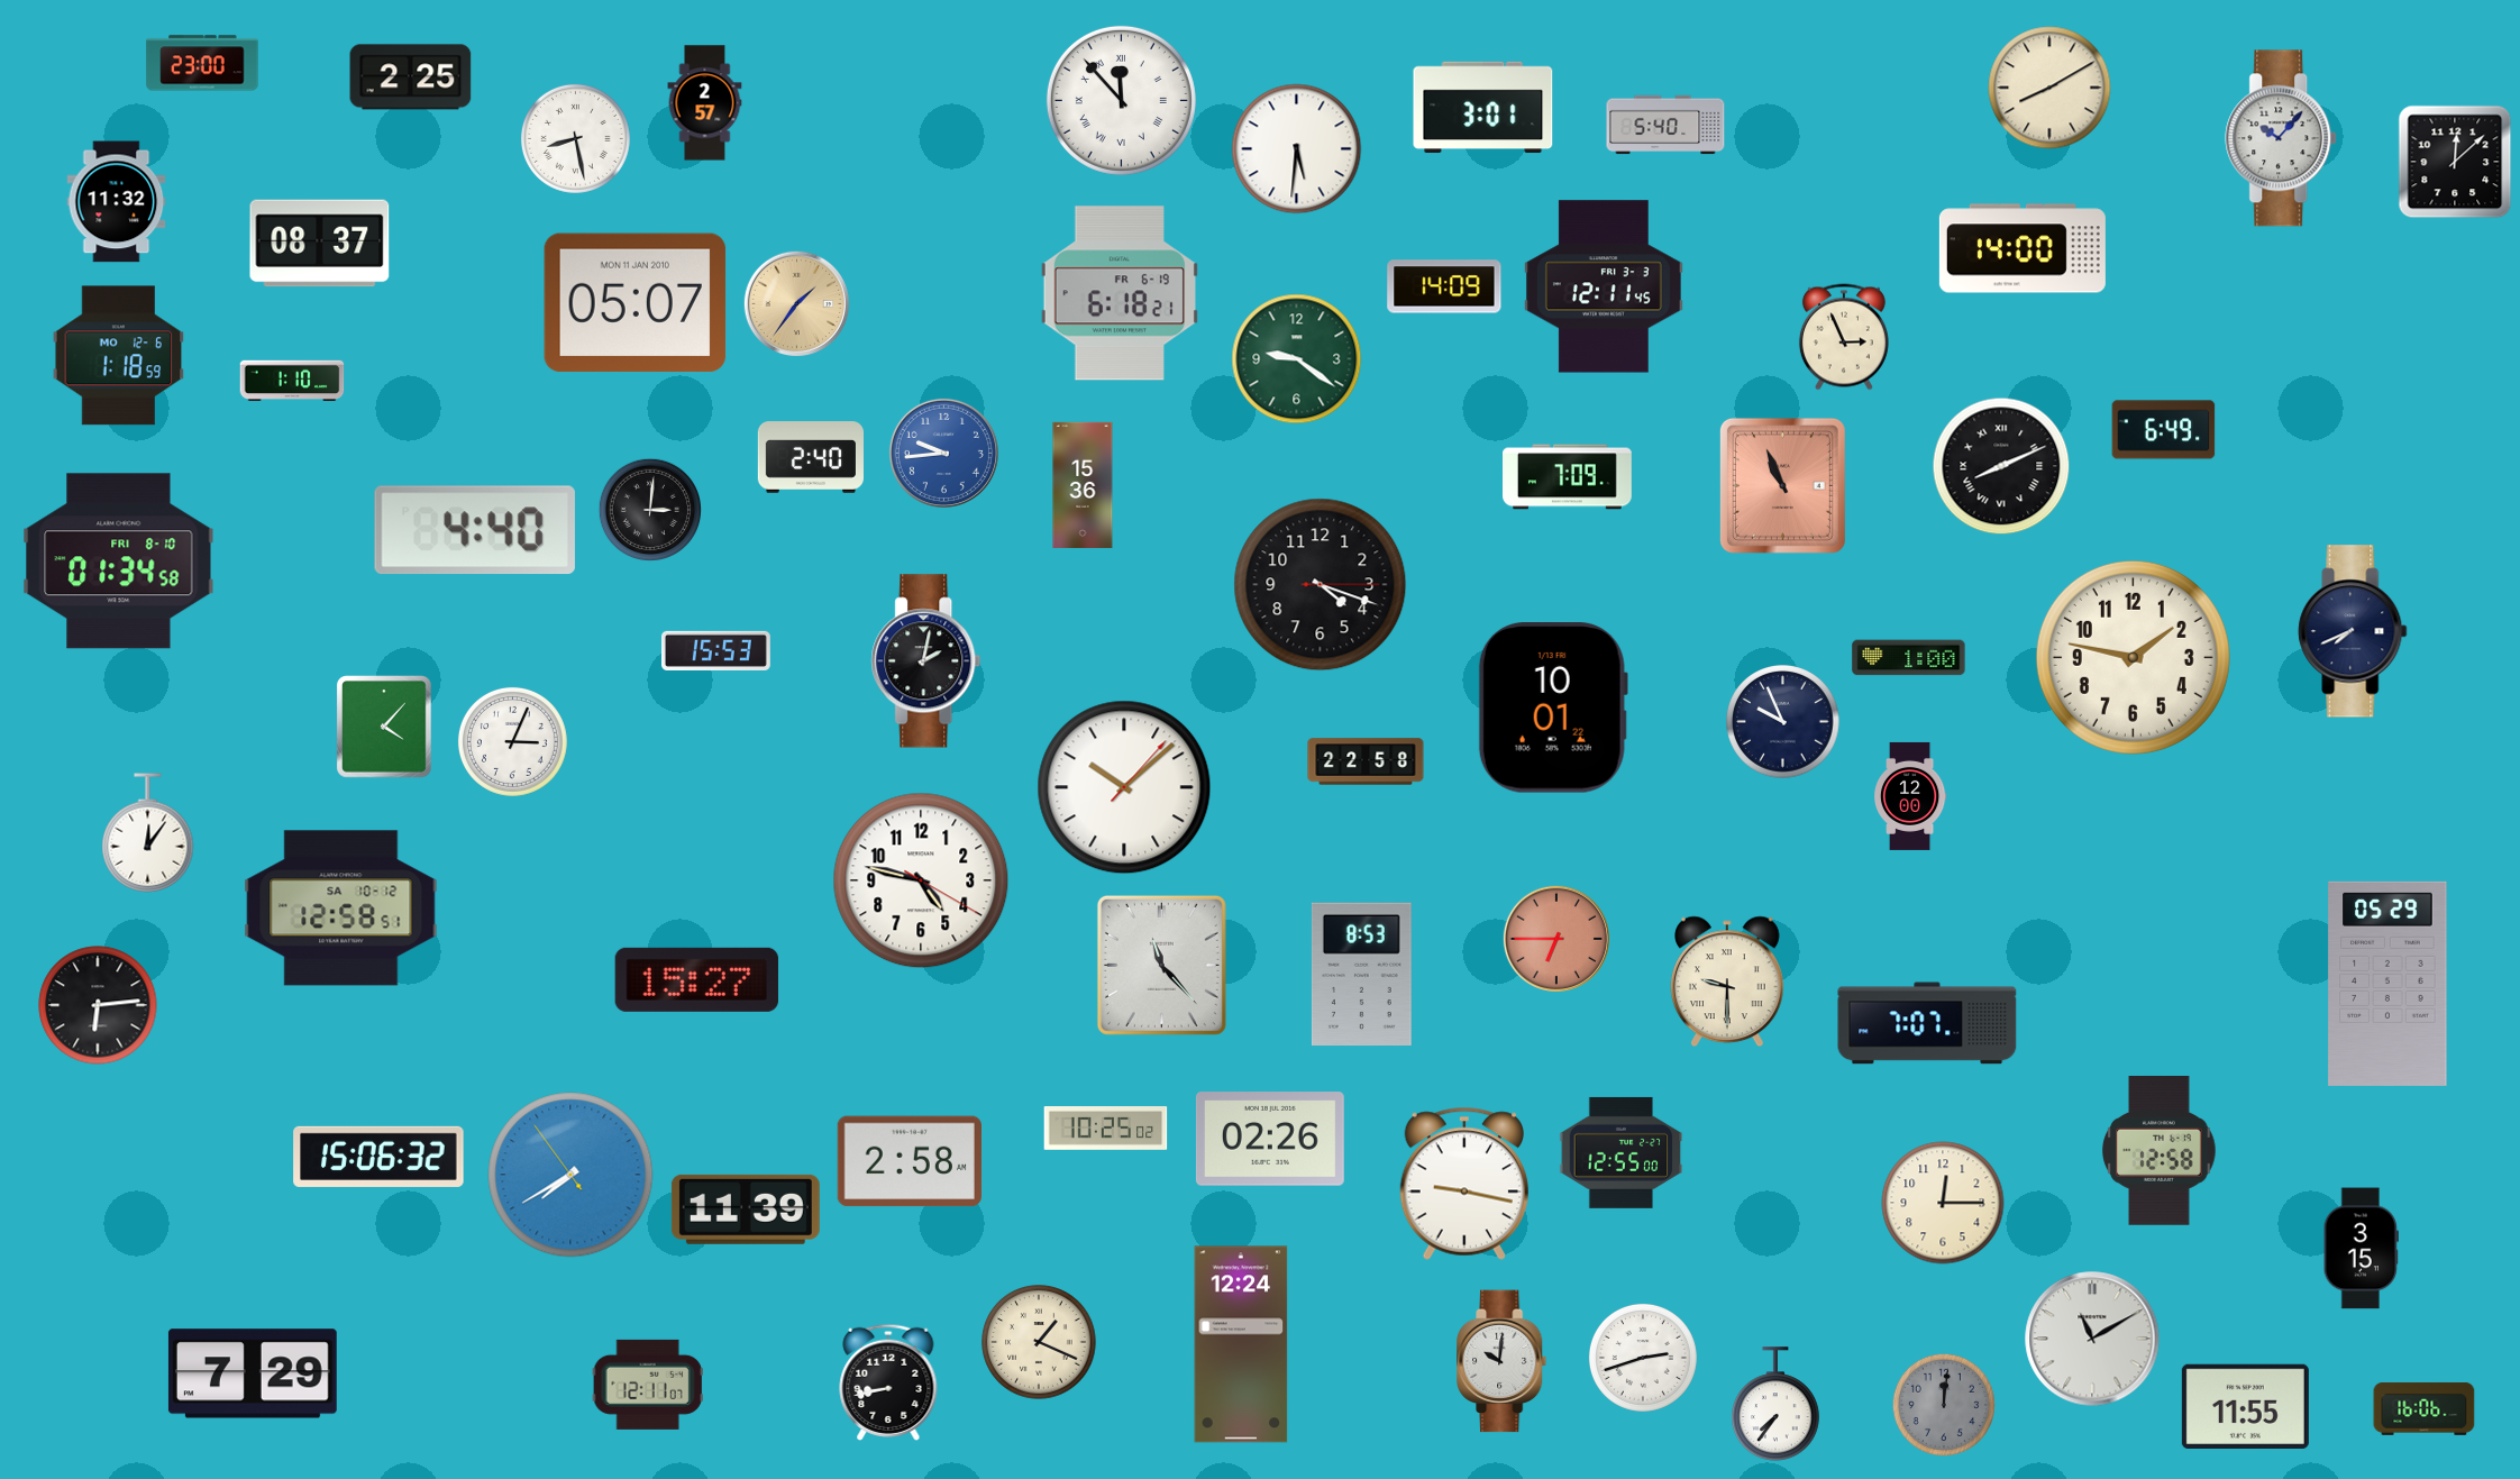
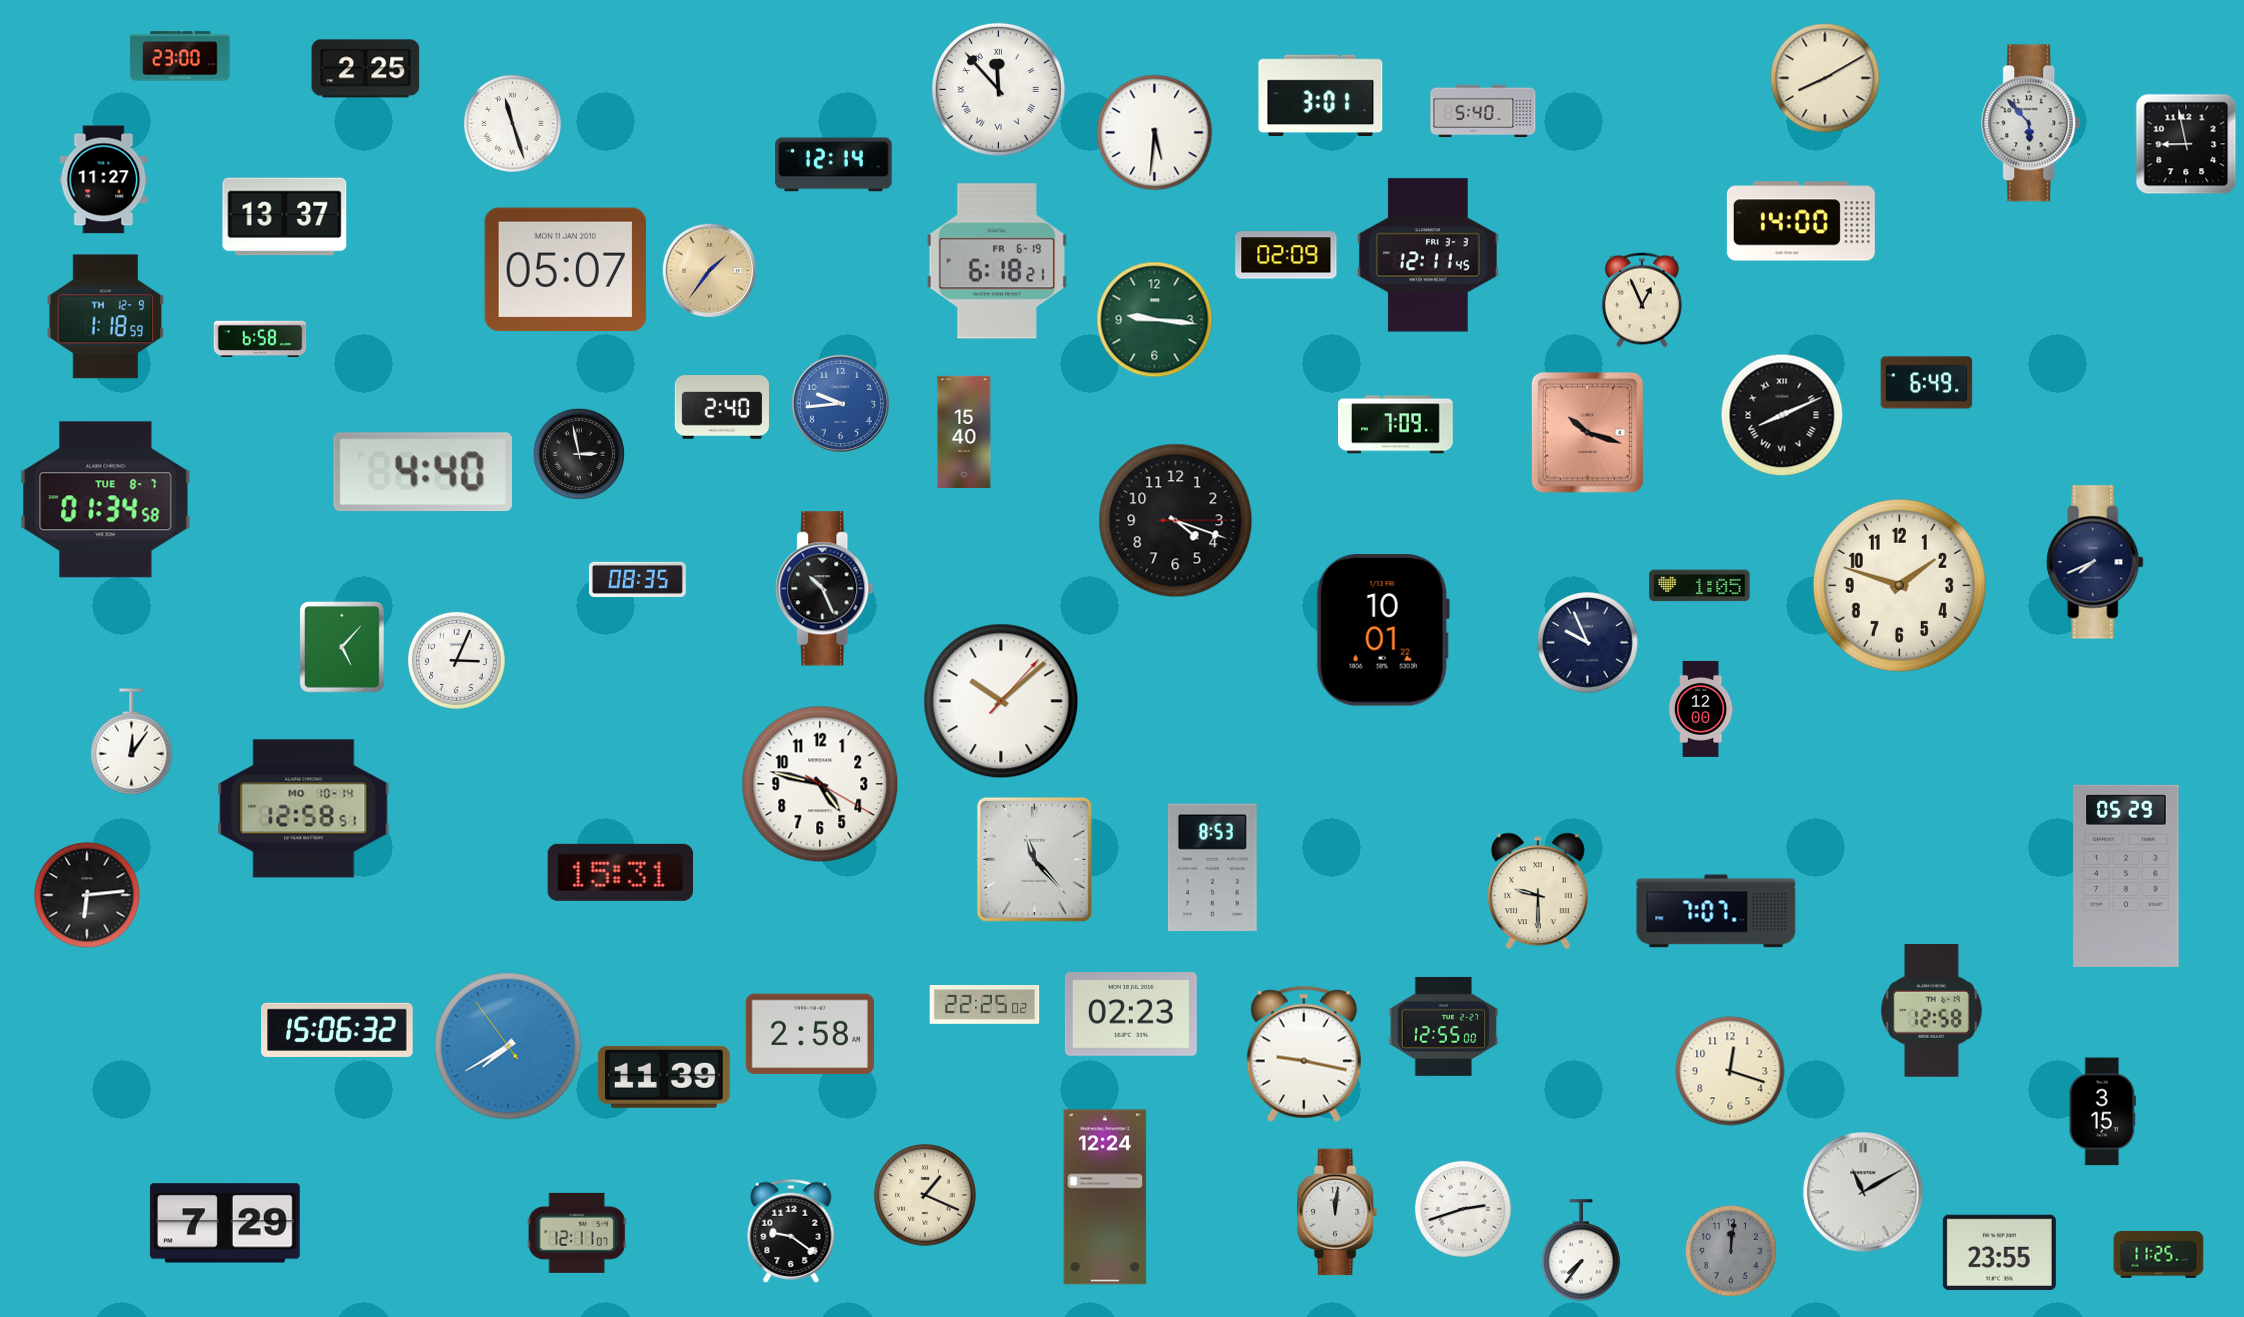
clock at (705, 103): 2:57 -> none
clock at (575, 138): 8:28 -> 11:27
clock at (2282, 138): 10:07 -> 5:53
clock at (2455, 162): 12:08 -> 8:58
clock at (834, 165): none -> 12:14
clock at (117, 202): 11:32 -> 11:27
clock at (320, 244): 08:37 -> 13:37
clock at (1444, 286): 14:09 -> 02:09
clock at (1844, 337): 2:56 -> 12:56
clock at (119, 356) date: MO 12-6 -> TH 12-9
clock at (1297, 359): 9:21 -> 9:16
clock at (292, 381): 1:10 -> 6:58
clock at (1083, 485): 15:36 -> 15:40
clock at (1782, 485): 10:56 -> 10:18
clock at (650, 509): 3:01 -> 2:58
clock at (119, 562) date: FRI 8-10 -> TUE 8-7
clock at (715, 650): 15:53 -> 08:35
clock at (2133, 657): 1:47 -> 1:48
clock at (1909, 658): 1:00 -> 1:05
clock at (926, 661): 2:02 -> 10:26
clock at (385, 727): 4:07 -> 5:07
clock at (1366, 761): 22:58 -> none
clock at (341, 909) date: SA 10-12 -> MO 10-14
clock at (1556, 939): 6:45 -> none
clock at (696, 979): 15:27 -> 15:31
clock at (1727, 982) position: (1727, 982) -> (1538, 891)
clock at (1106, 1129): 10:25 -> 22:25
clock at (1270, 1139): 02:26 -> 02:23
clock at (2160, 1151) position: (2160, 1151) -> (1932, 1011)
clock at (1943, 1203): 12:15 -> 12:18
clock at (1503, 1361): 10:01 -> 12:01
clock at (888, 1382): 8:43 -> 9:21
clock at (2245, 1406): 11:55 -> 23:55
clock at (2425, 1408): 16:06 -> 11:25
